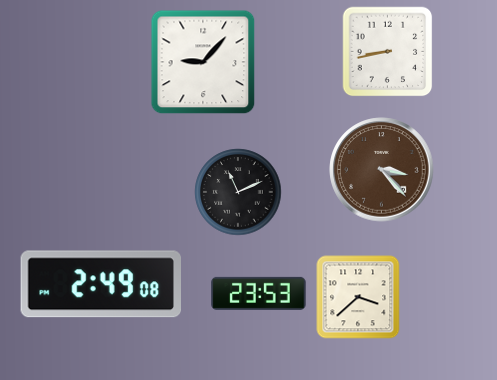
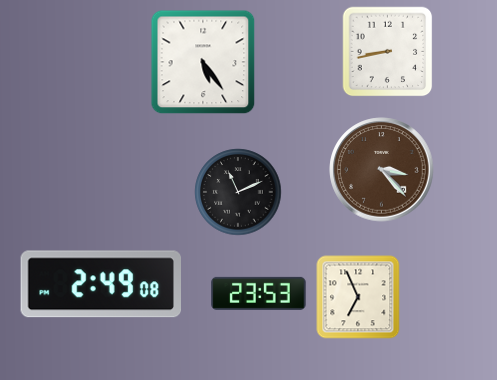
clock at (203, 62): 9:07 -> 5:24
clock at (358, 297): 3:38 -> 6:56
